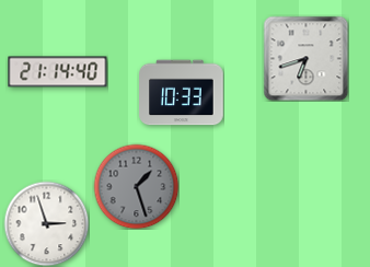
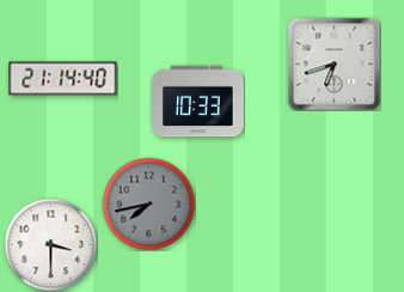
clock at (136, 186): 1:27 -> 7:43
clock at (46, 223): 2:57 -> 3:30
